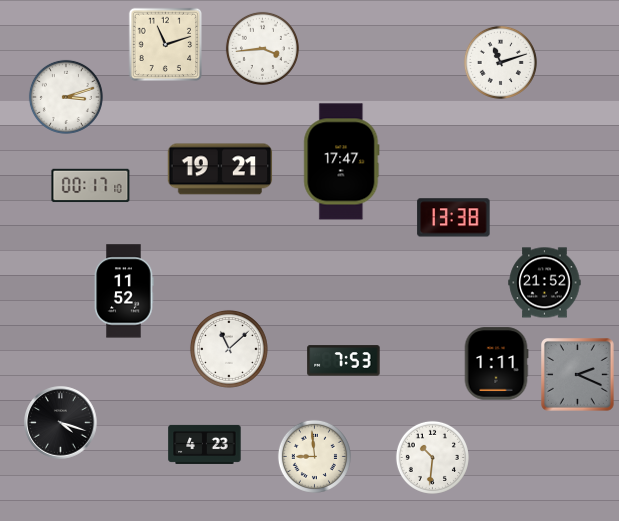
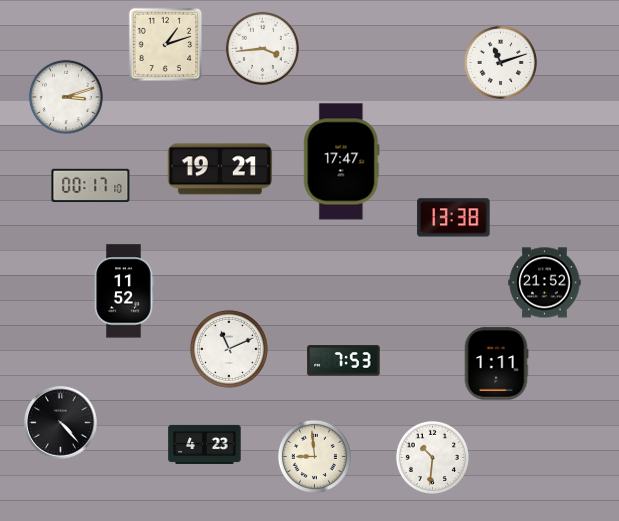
clock at (165, 44): 11:12 -> 1:12
clock at (229, 349): 11:08 -> 11:11
clock at (578, 375): 2:19 -> none
clock at (61, 423): 4:18 -> 4:23
